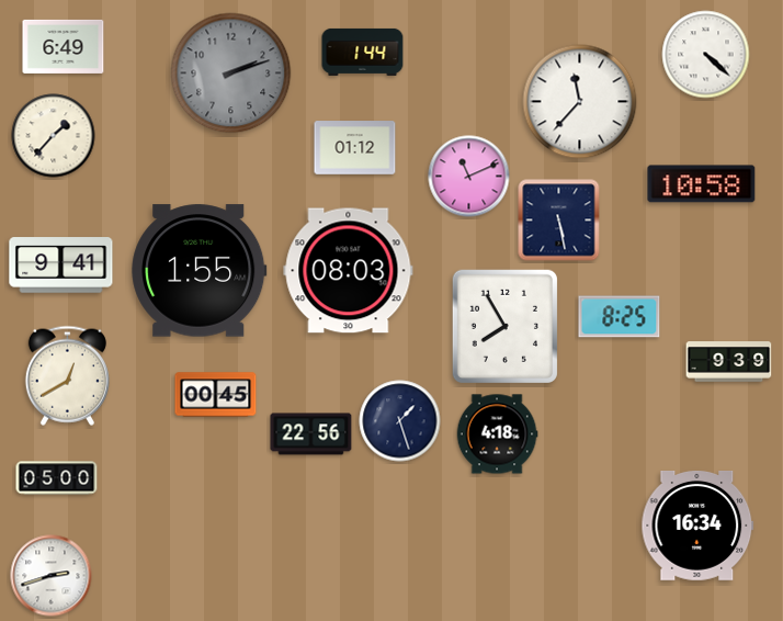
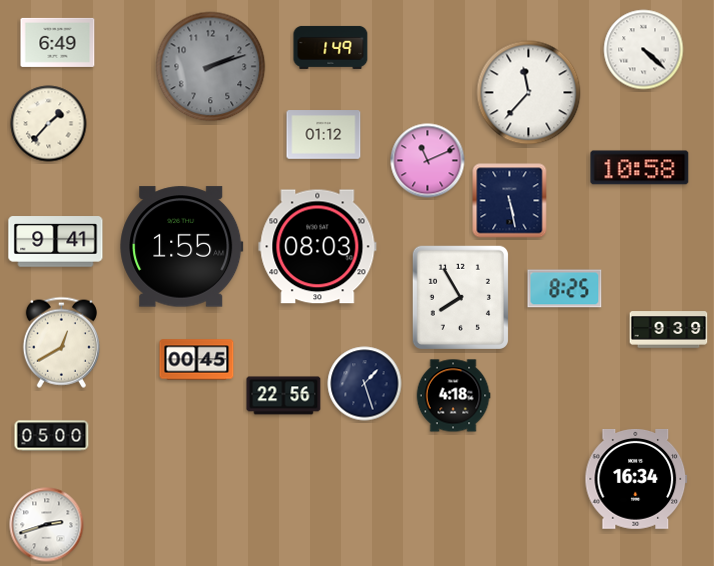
clock at (363, 52): 1:44 -> 1:49
clock at (729, 362) position: (729, 362) -> (669, 330)
